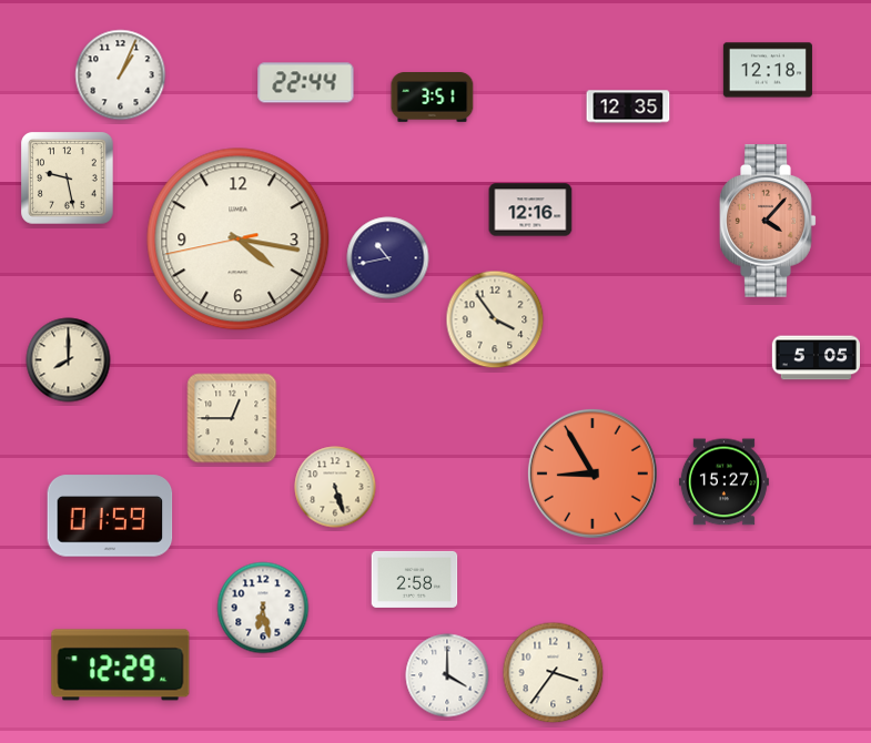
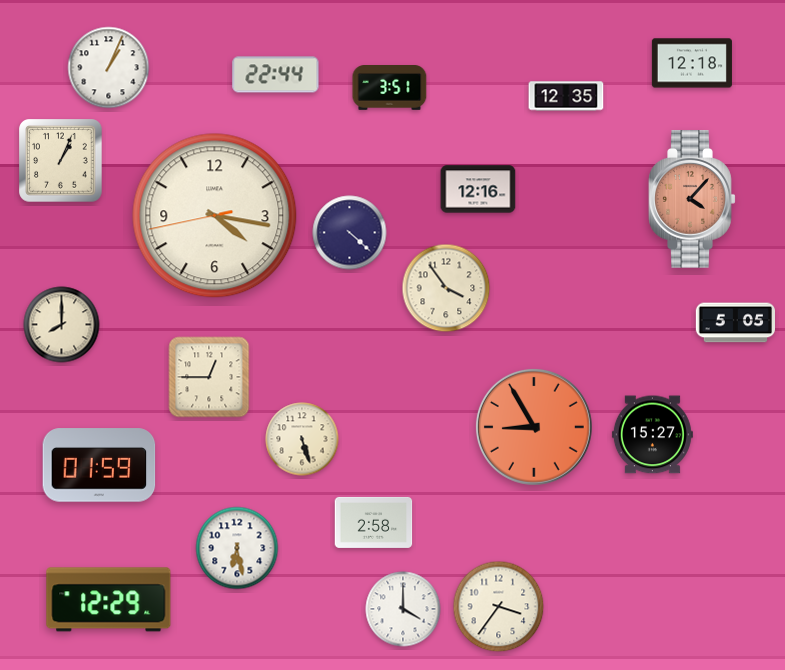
clock at (68, 179): 9:28 -> 1:04
clock at (388, 258): 10:43 -> 4:22
